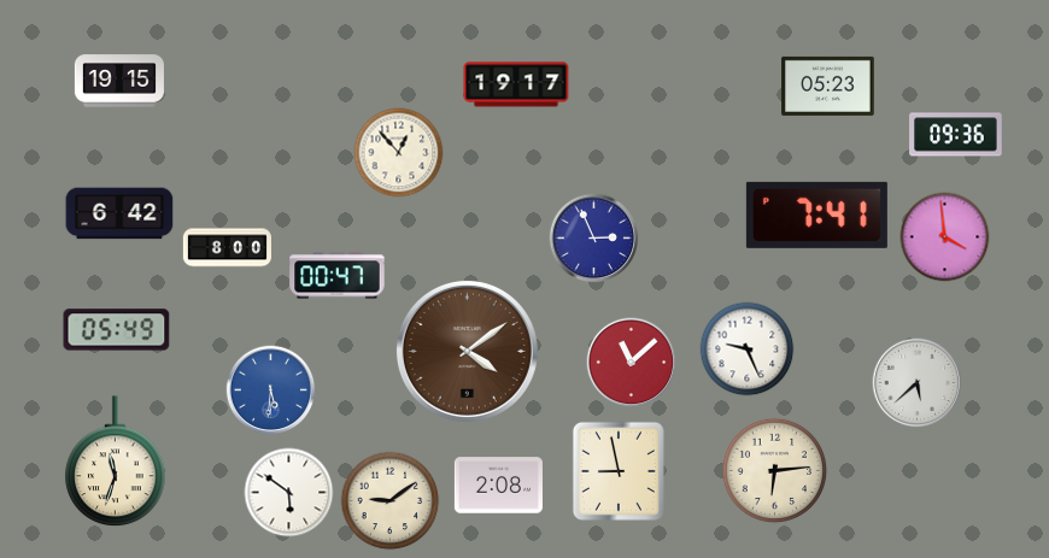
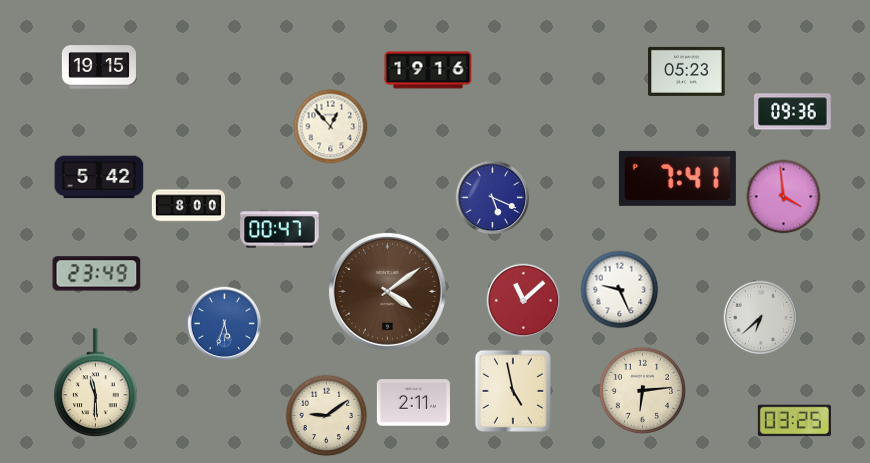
clock at (516, 84): 19:17 -> 19:16
clock at (119, 213): 6:42 -> 5:42
clock at (594, 239): 2:56 -> 5:19
clock at (117, 330): 05:49 -> 23:49
clock at (918, 383): 5:38 -> 6:38
clock at (271, 390): 5:31 -> 5:33
clock at (116, 462): 11:33 -> 11:30
clock at (619, 471): 8:58 -> 4:58
clock at (498, 486): 2:08 -> 2:11
clock at (289, 493): 5:51 -> none
clock at (391, 501) position: (391, 501) -> (327, 416)
clock at (794, 421): none -> 03:25
